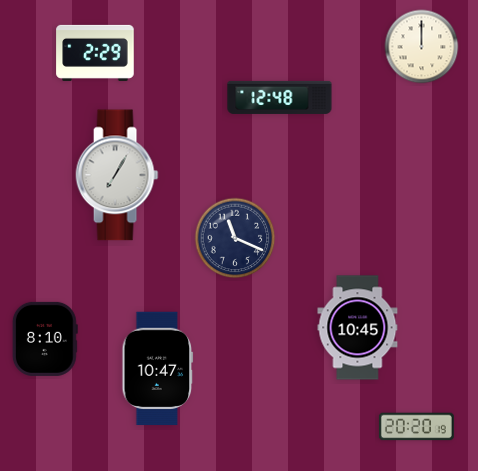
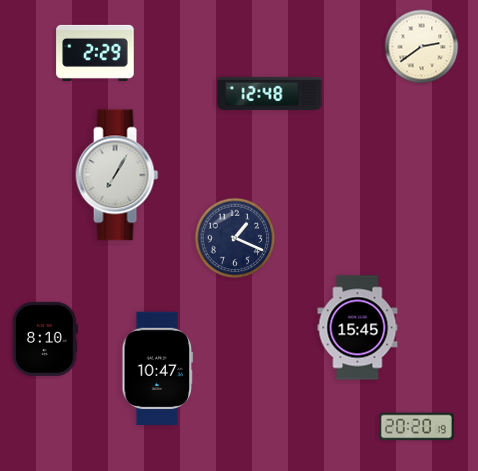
clock at (422, 47): 12:00 -> 2:39
clock at (280, 97) position: (280, 97) -> (270, 93)
clock at (235, 238): 11:19 -> 1:19
clock at (358, 328): 10:45 -> 15:45
